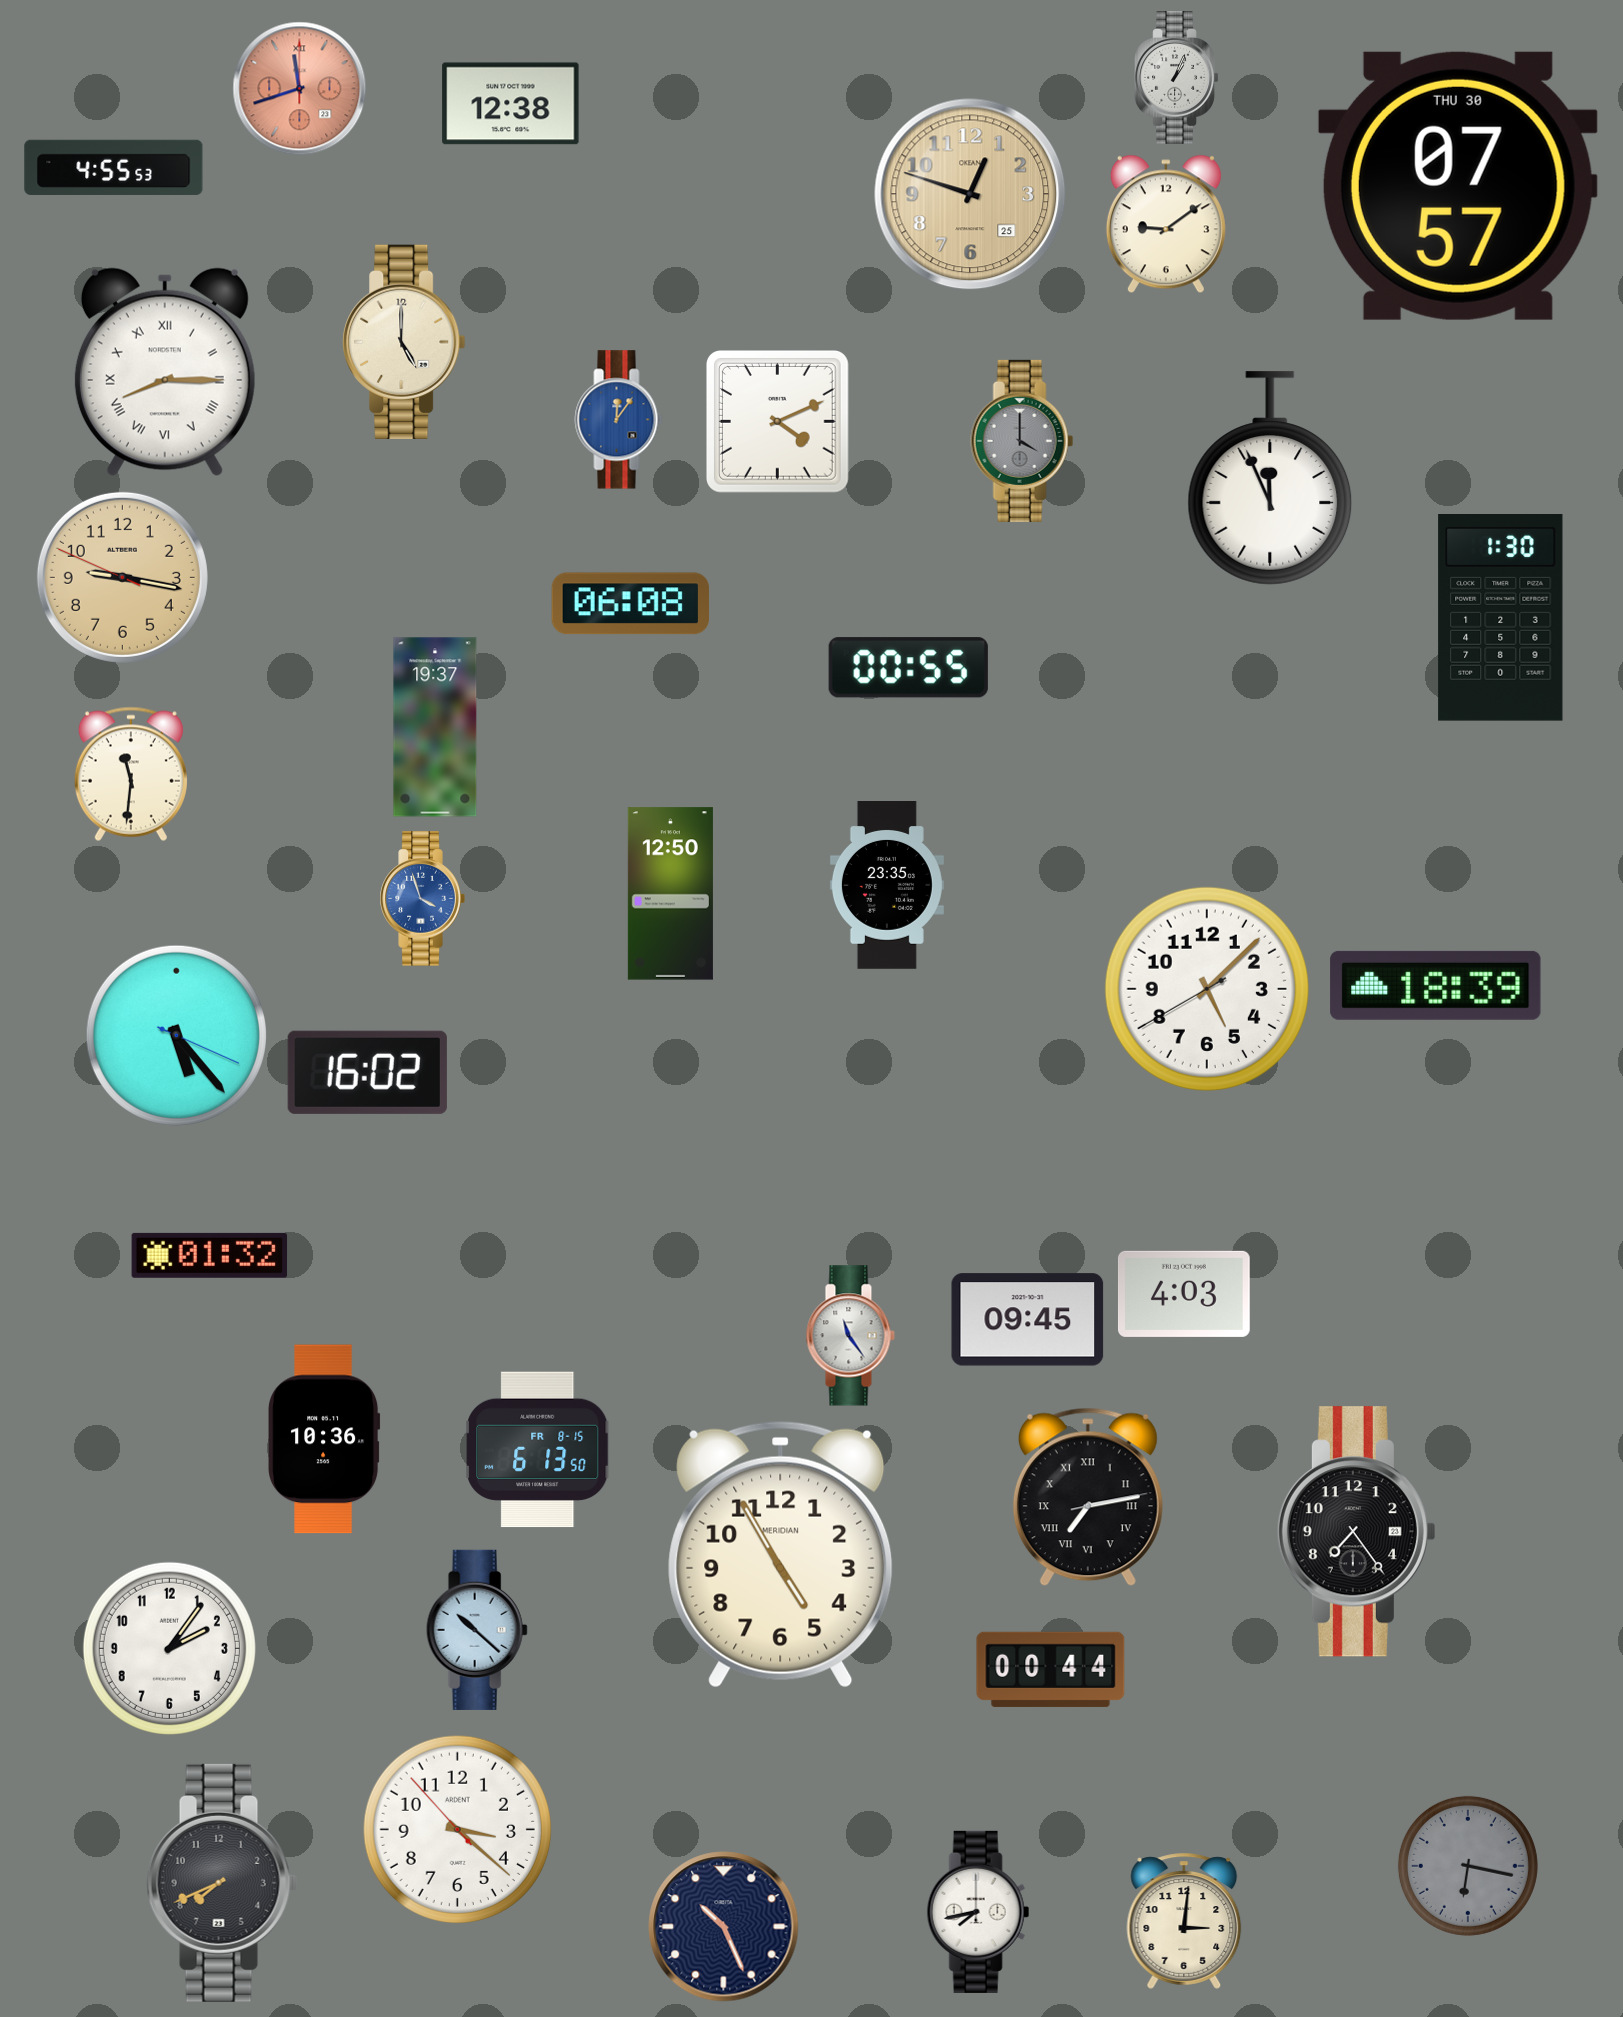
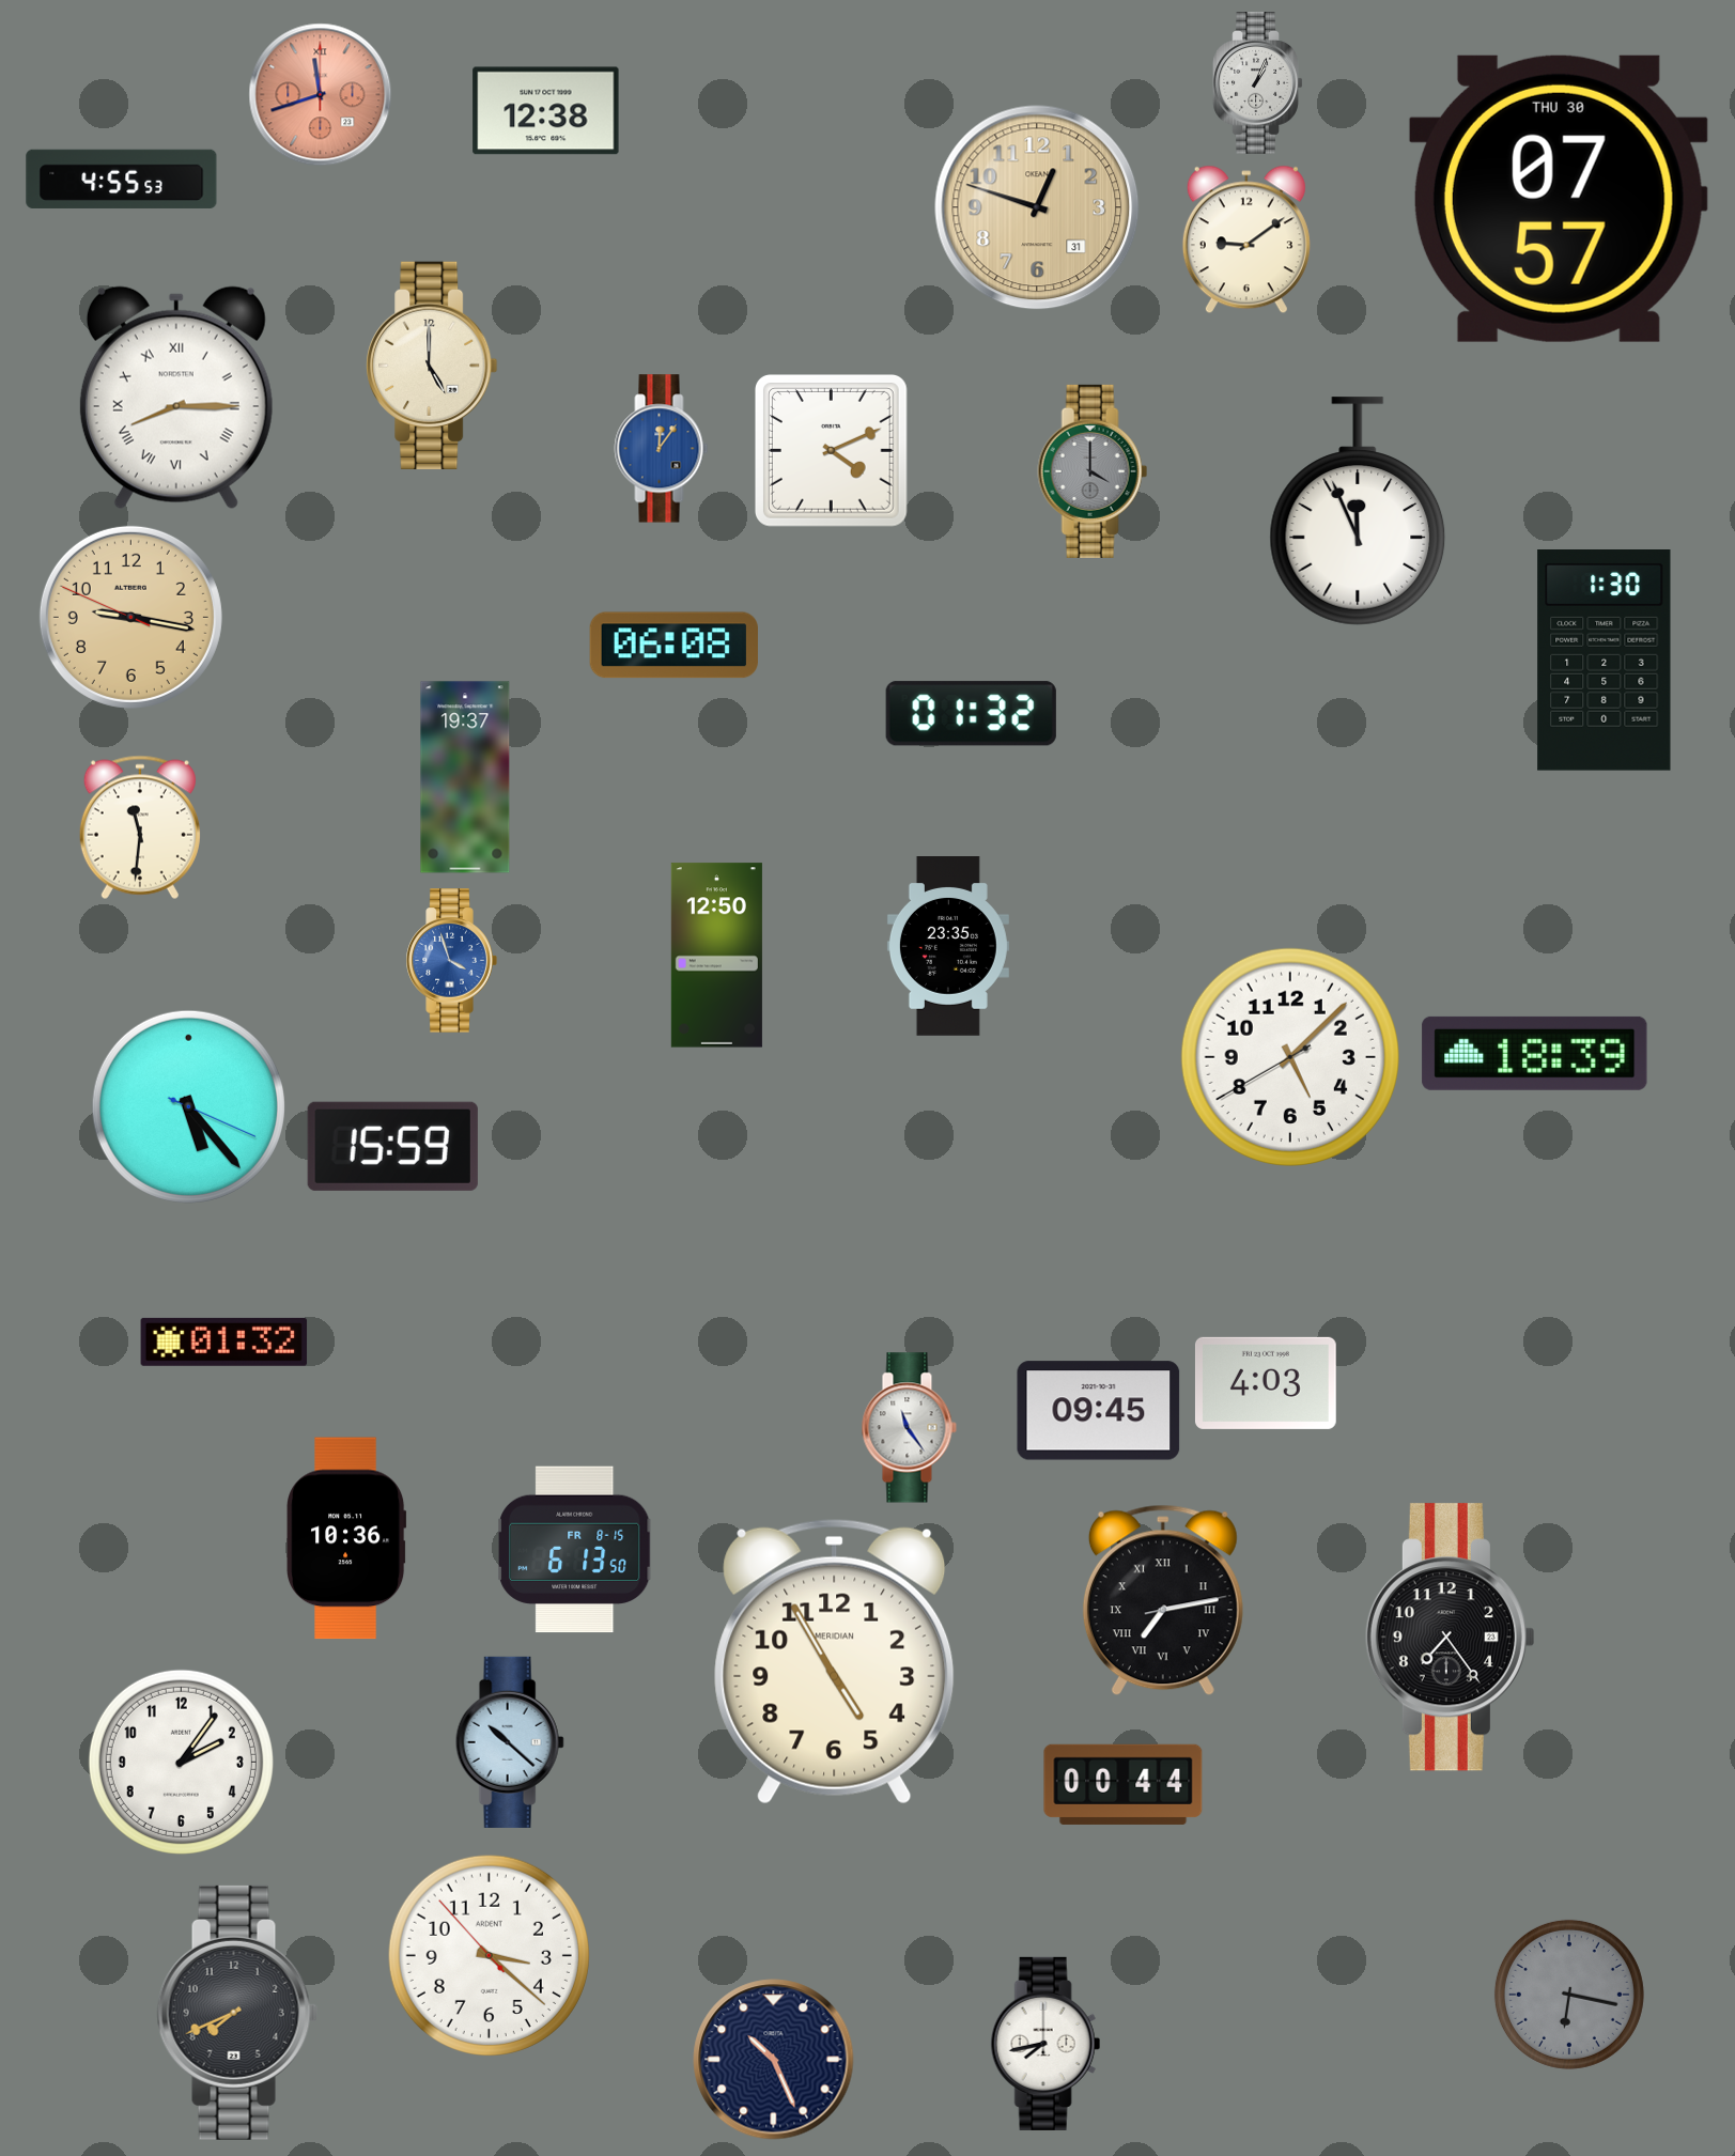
clock at (970, 194) date: 25 -> 31
clock at (908, 668): 00:55 -> 01:32
clock at (367, 1072): 16:02 -> 15:59
clock at (1184, 1921): 3:01 -> none
